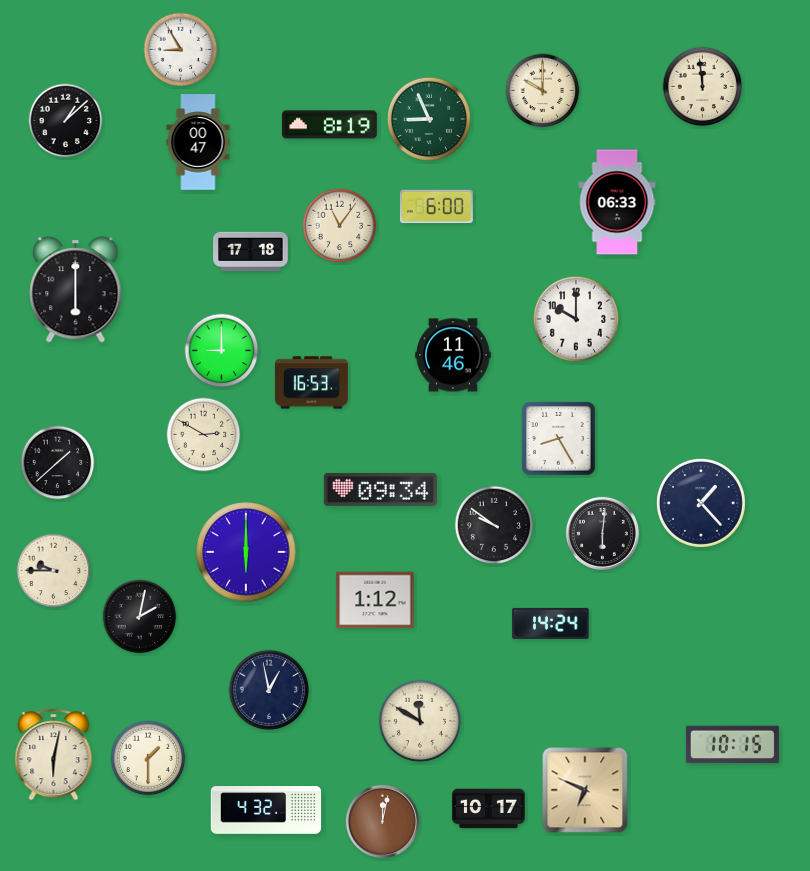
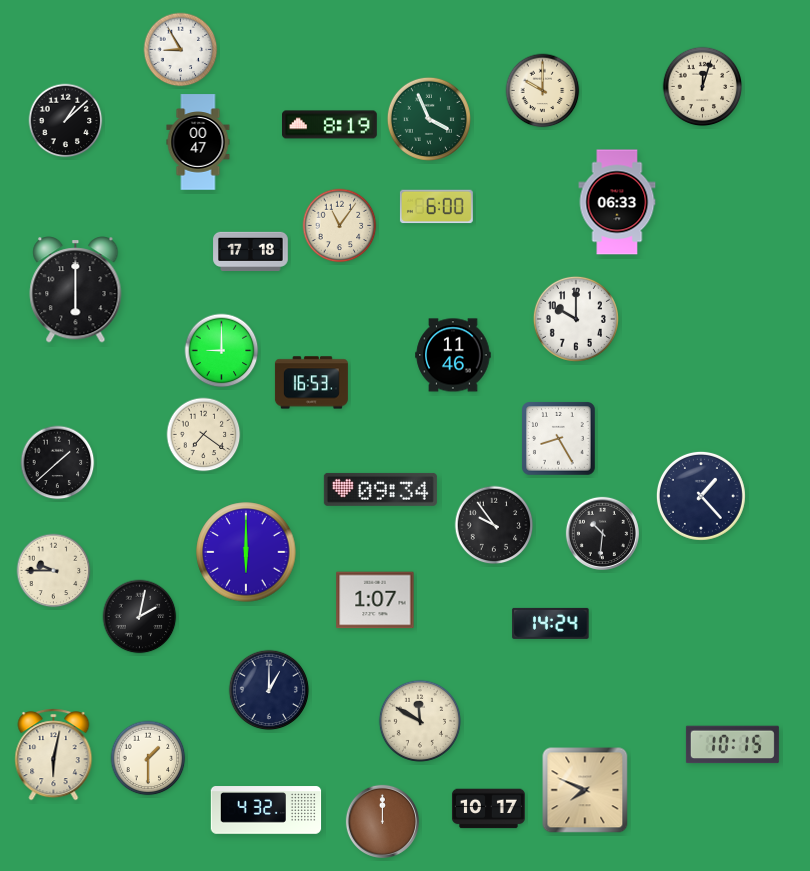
clock at (703, 87): 11:59 -> 12:03
clock at (429, 119): 8:56 -> 3:56
clock at (204, 435): 2:50 -> 7:21
clock at (701, 503) position: (701, 503) -> (701, 496)
clock at (494, 525): 9:51 -> 9:54
clock at (602, 533): 6:01 -> 10:31
clock at (375, 600): 1:12 -> 1:07
clock at (269, 690): 12:58 -> 1:00
clock at (585, 790): 6:49 -> 7:49
clock at (382, 821): 12:02 -> 12:00
